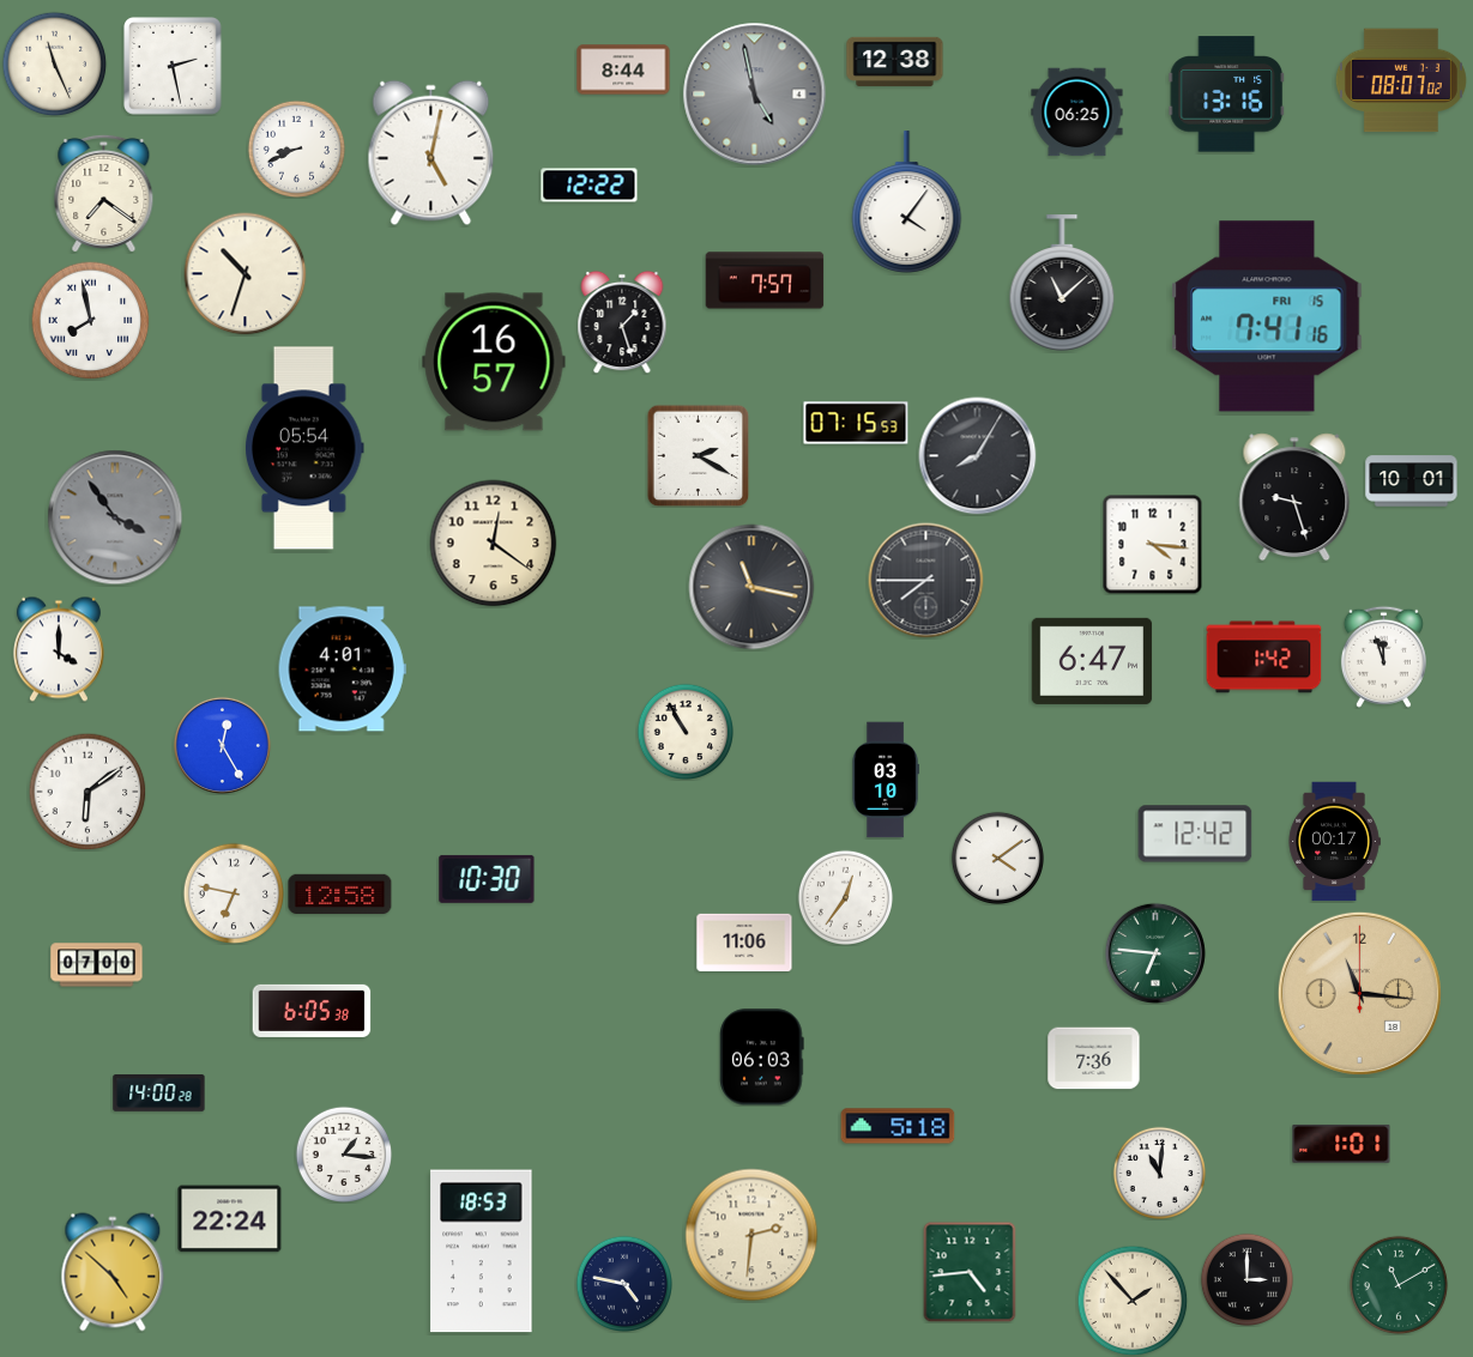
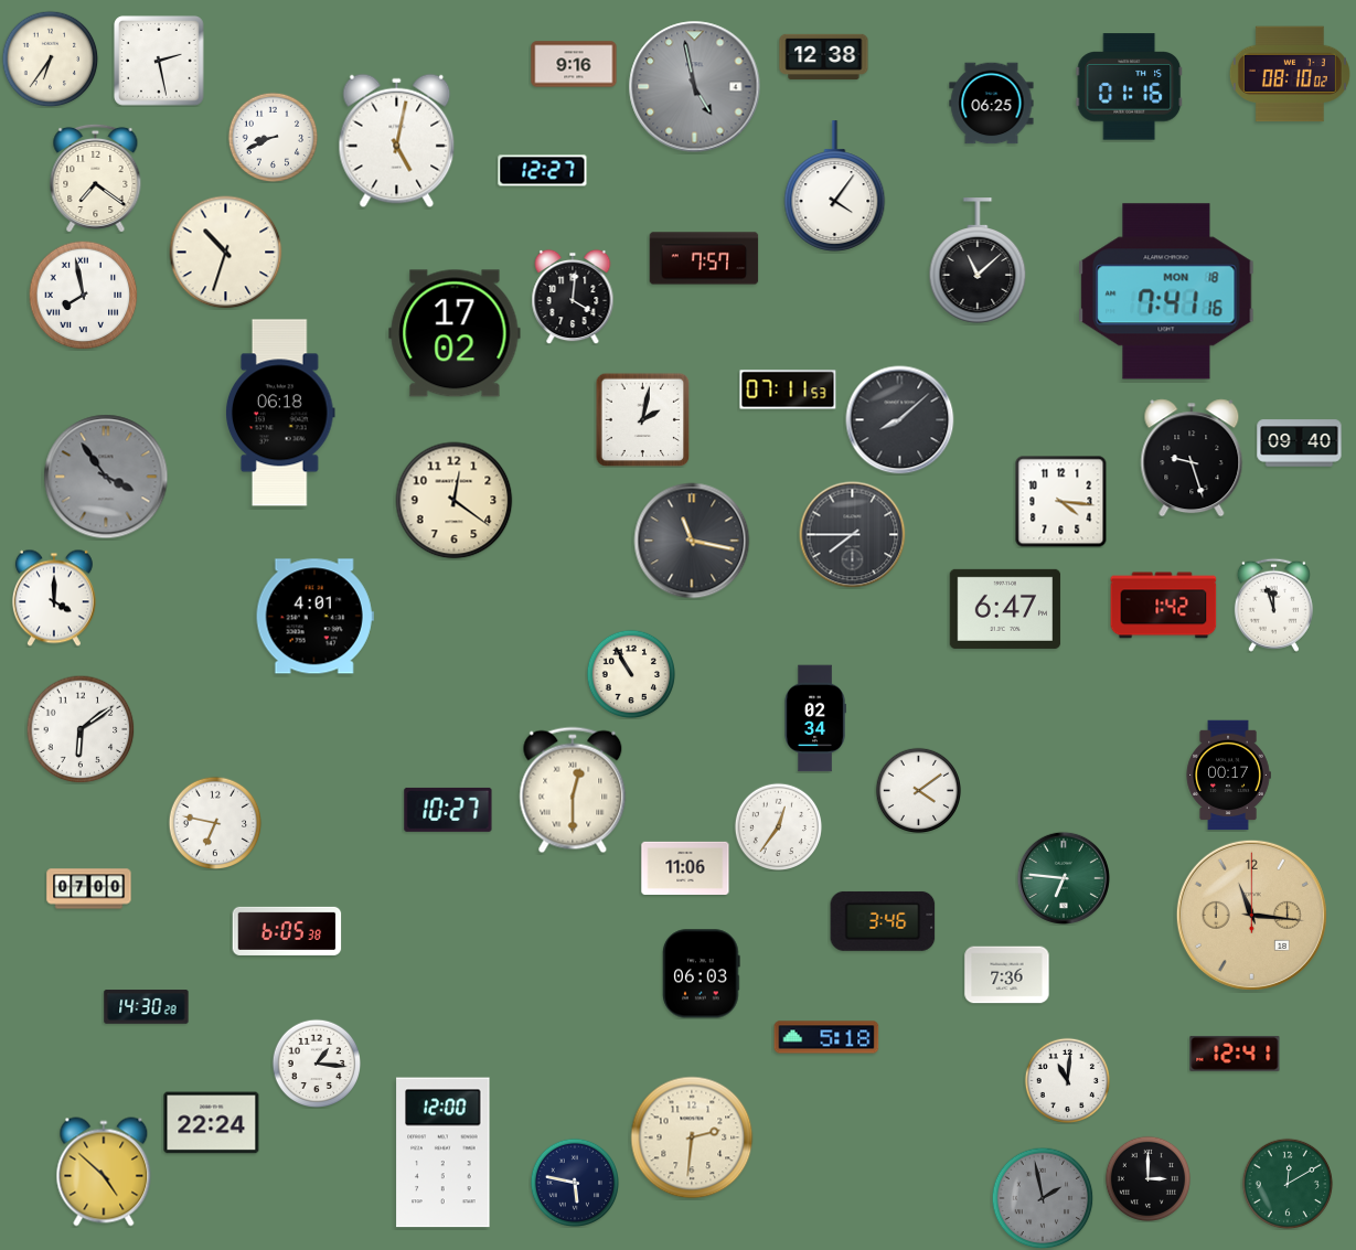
clock at (54, 63): 11:26 -> 6:36
clock at (623, 69): 8:44 -> 9:16
clock at (1401, 80): 08:07 -> 08:10
clock at (1227, 95): 13:16 -> 01:16
clock at (590, 186): 12:22 -> 12:27
clock at (1267, 316) date: FRI 15 -> MON 18
clock at (622, 322): 1:27 -> 4:01
clock at (494, 362): 16:57 -> 17:02
clock at (856, 423): 07:15 -> 07:11
clock at (306, 448): 05:54 -> 06:18
clock at (698, 455): 2:20 -> 2:02
clock at (978, 456): 8:05 -> 8:08
clock at (1412, 481): 10:01 -> 09:40
clock at (222, 745): 12:25 -> none
clock at (886, 780): 03:10 -> 02:34
clock at (1195, 834): 12:42 -> none
clock at (573, 790): none -> 12:30
clock at (487, 879): 10:30 -> 10:27
clock at (340, 893): 12:58 -> none
clock at (883, 921): none -> 3:46
clock at (159, 1094): 14:00 -> 14:30
clock at (1341, 1144): 1:01 -> 12:41
clock at (482, 1252): 18:53 -> 12:00
clock at (970, 1272): 4:44 -> none
clock at (623, 1283): 4:47 -> 5:47
clock at (1399, 1285): 11:10 -> 12:10
clock at (1133, 1301): 1:53 -> 1:58
clock at (1133, 1301) dial: cream -> grey
